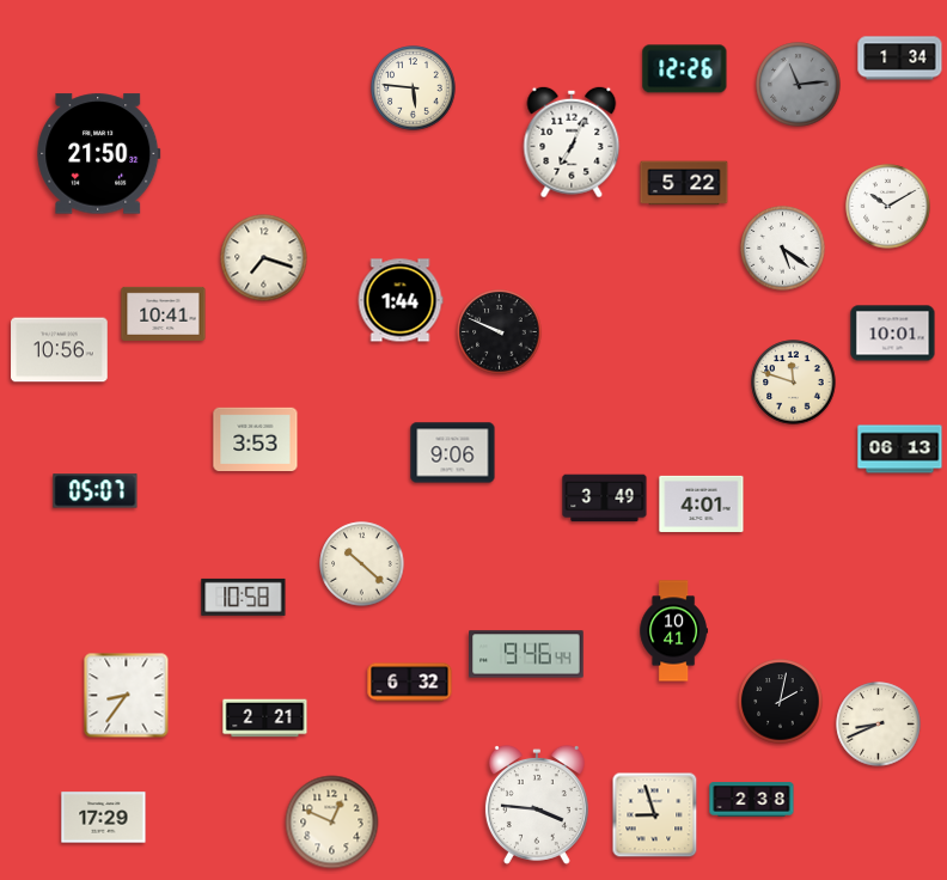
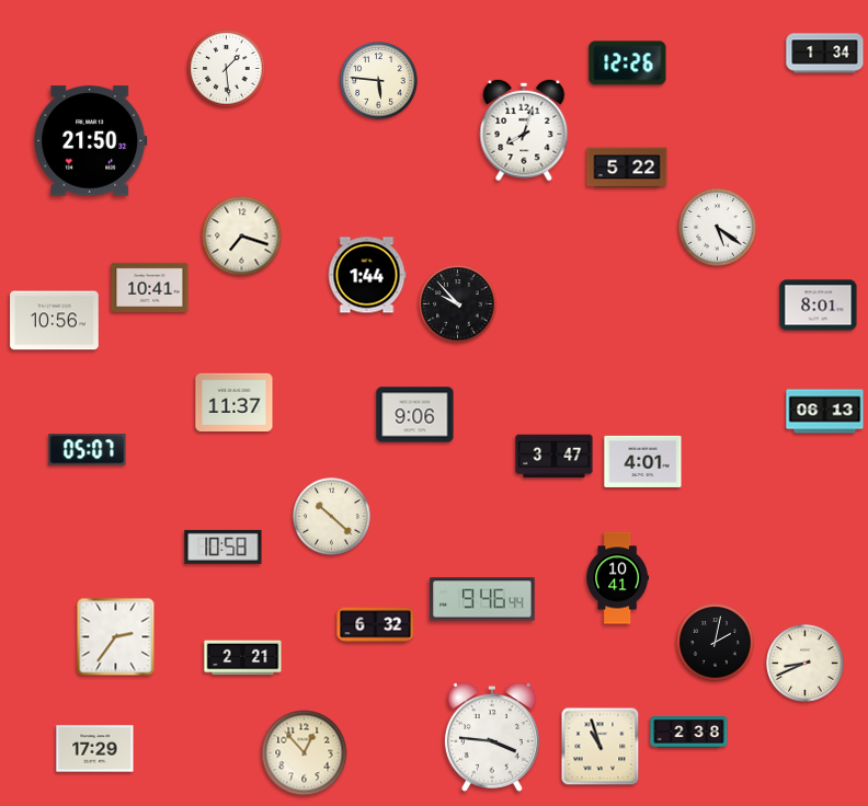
clock at (227, 69): none -> 1:29
clock at (799, 85): 11:14 -> none
clock at (572, 142): 7:04 -> 8:03
clock at (888, 207): 10:10 -> none
clock at (500, 332): 9:49 -> 9:53
clock at (893, 334): 10:01 -> 8:01
clock at (794, 383): 11:48 -> none
clock at (256, 440): 3:53 -> 11:37
clock at (605, 499): 3:49 -> 3:47
clock at (127, 696): 8:36 -> 2:36
clock at (655, 815): 8:57 -> 10:57
clock at (332, 823): 12:49 -> 12:53
